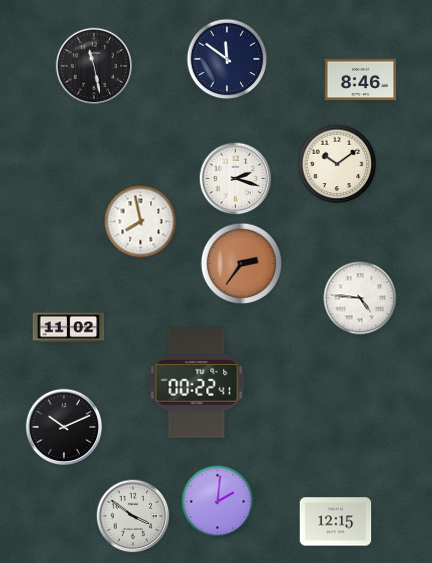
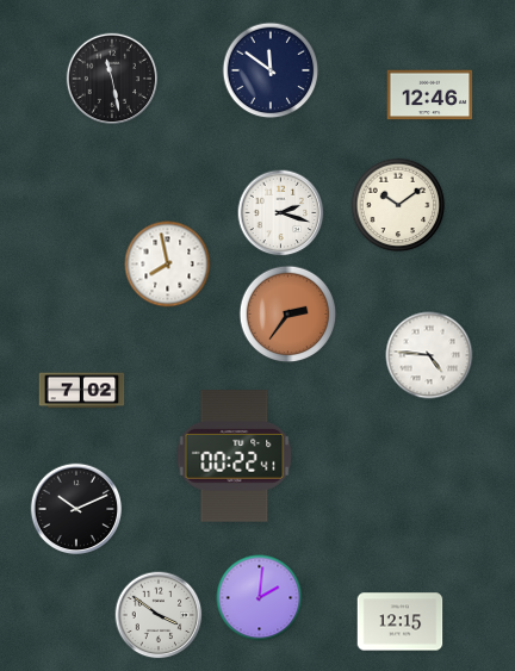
clock at (361, 80): 8:46 -> 12:46
clock at (337, 164) position: (337, 164) -> (398, 205)
clock at (69, 328): 11:02 -> 7:02
